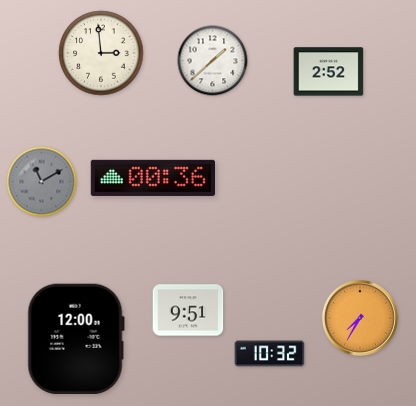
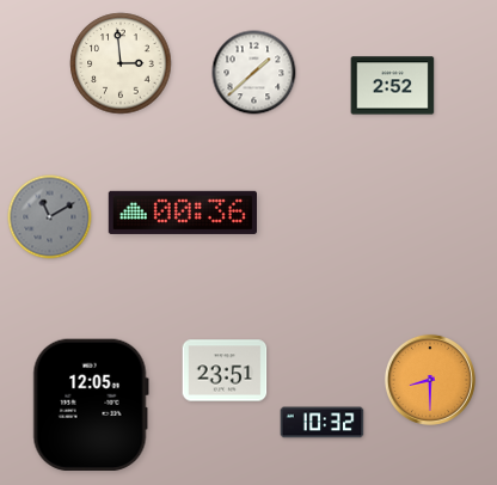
clock at (188, 310): 9:51 -> 23:51
clock at (360, 318): 7:35 -> 8:30
clock at (76, 338): 12:00 -> 12:05
